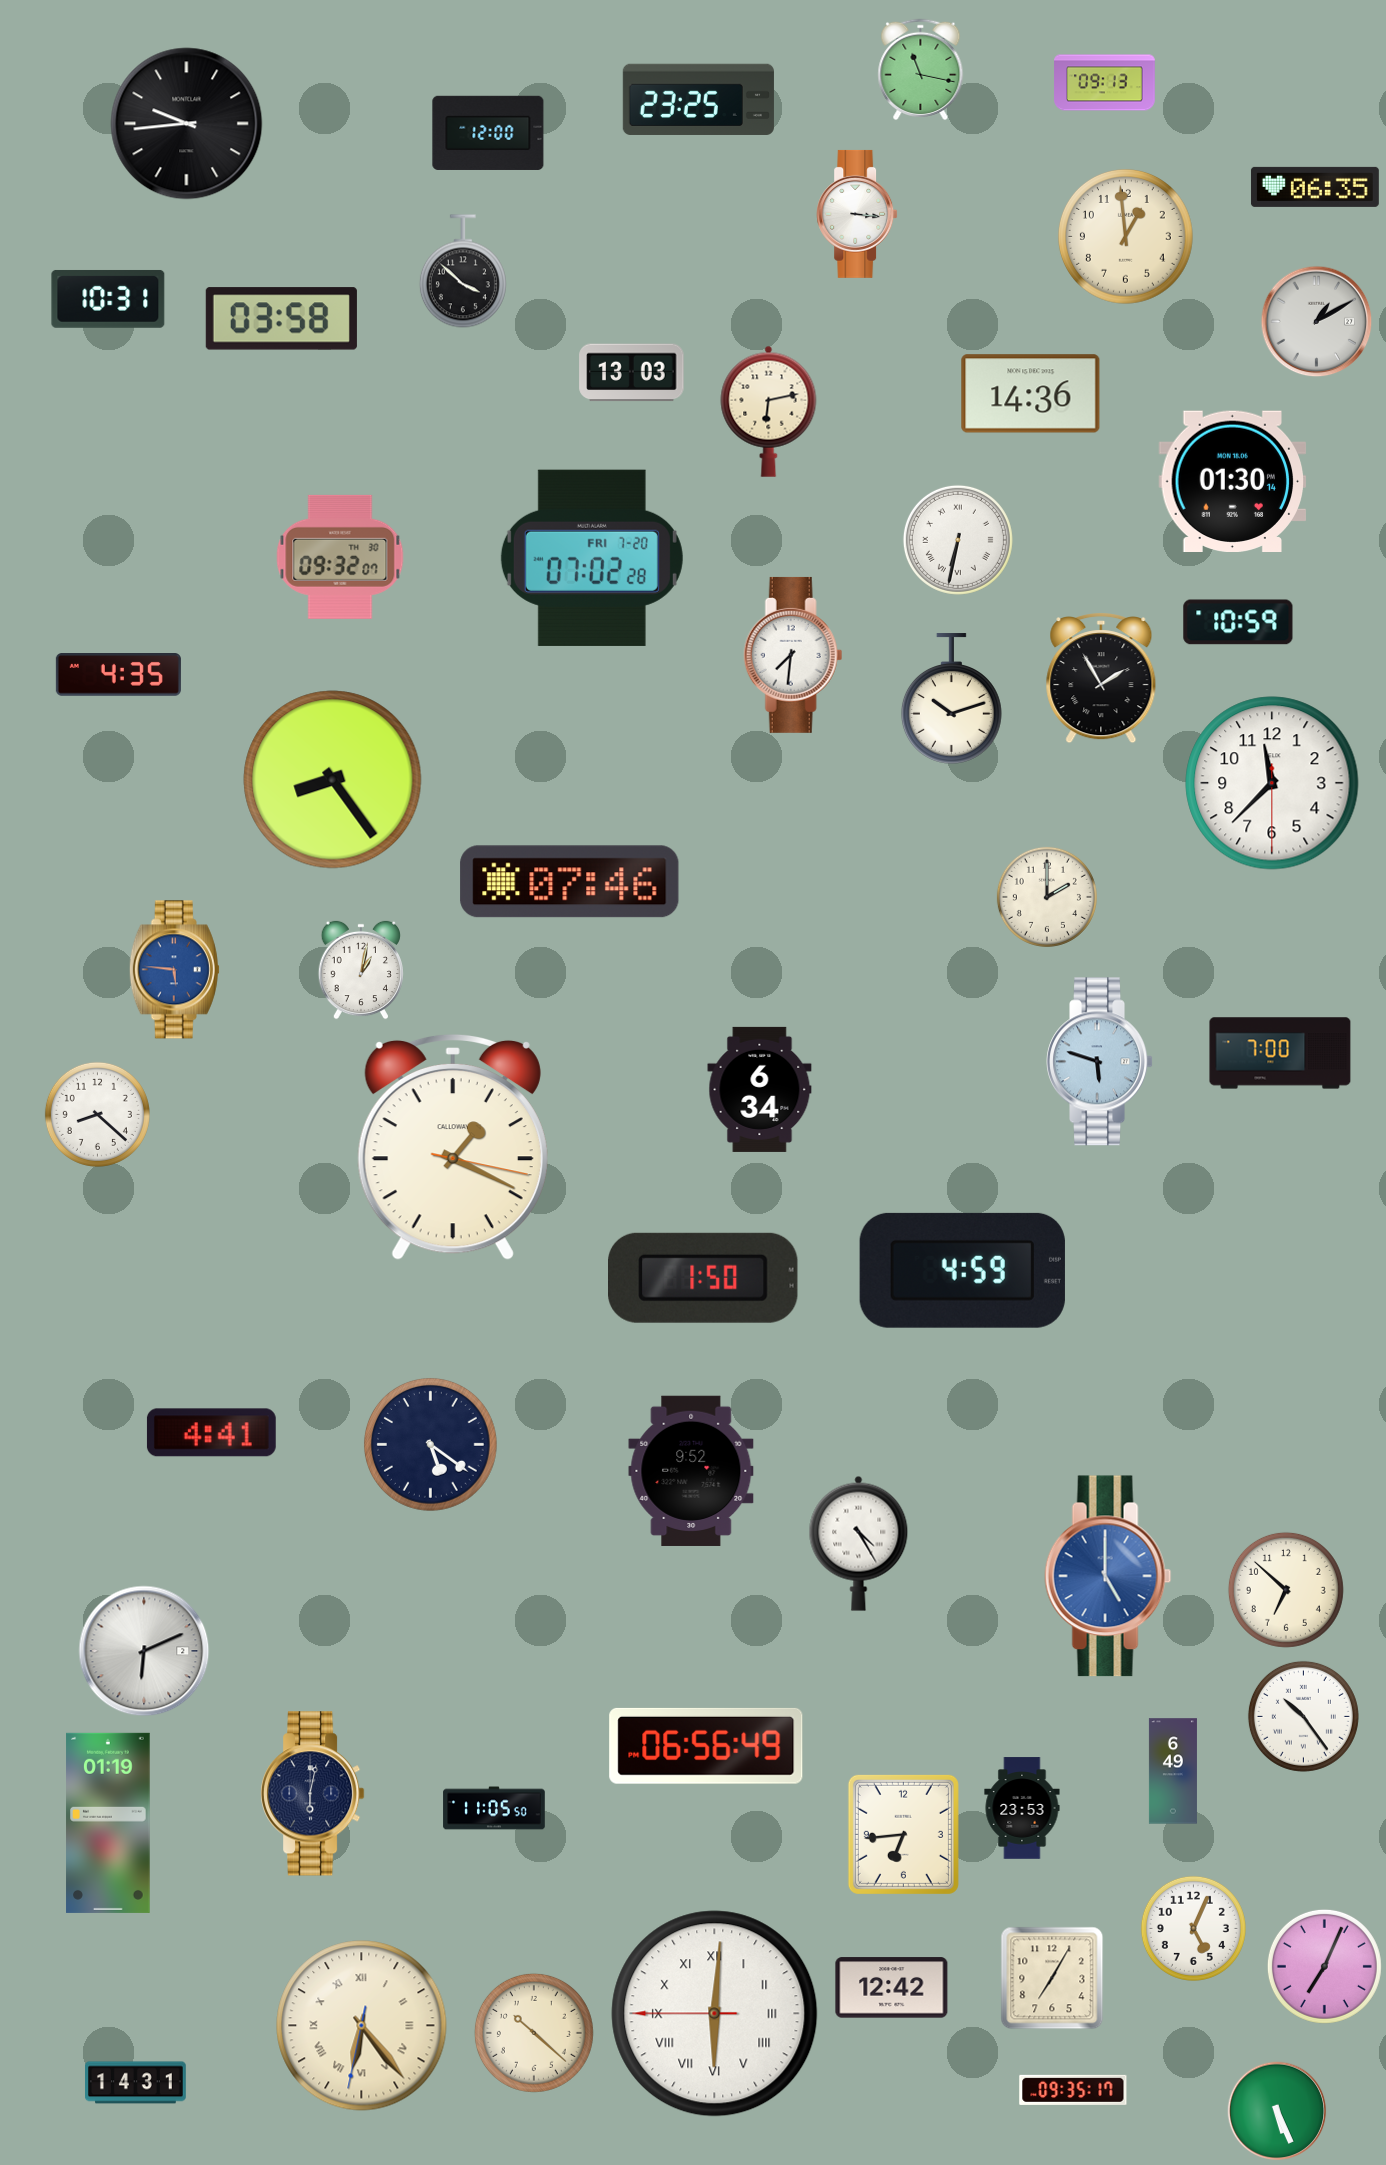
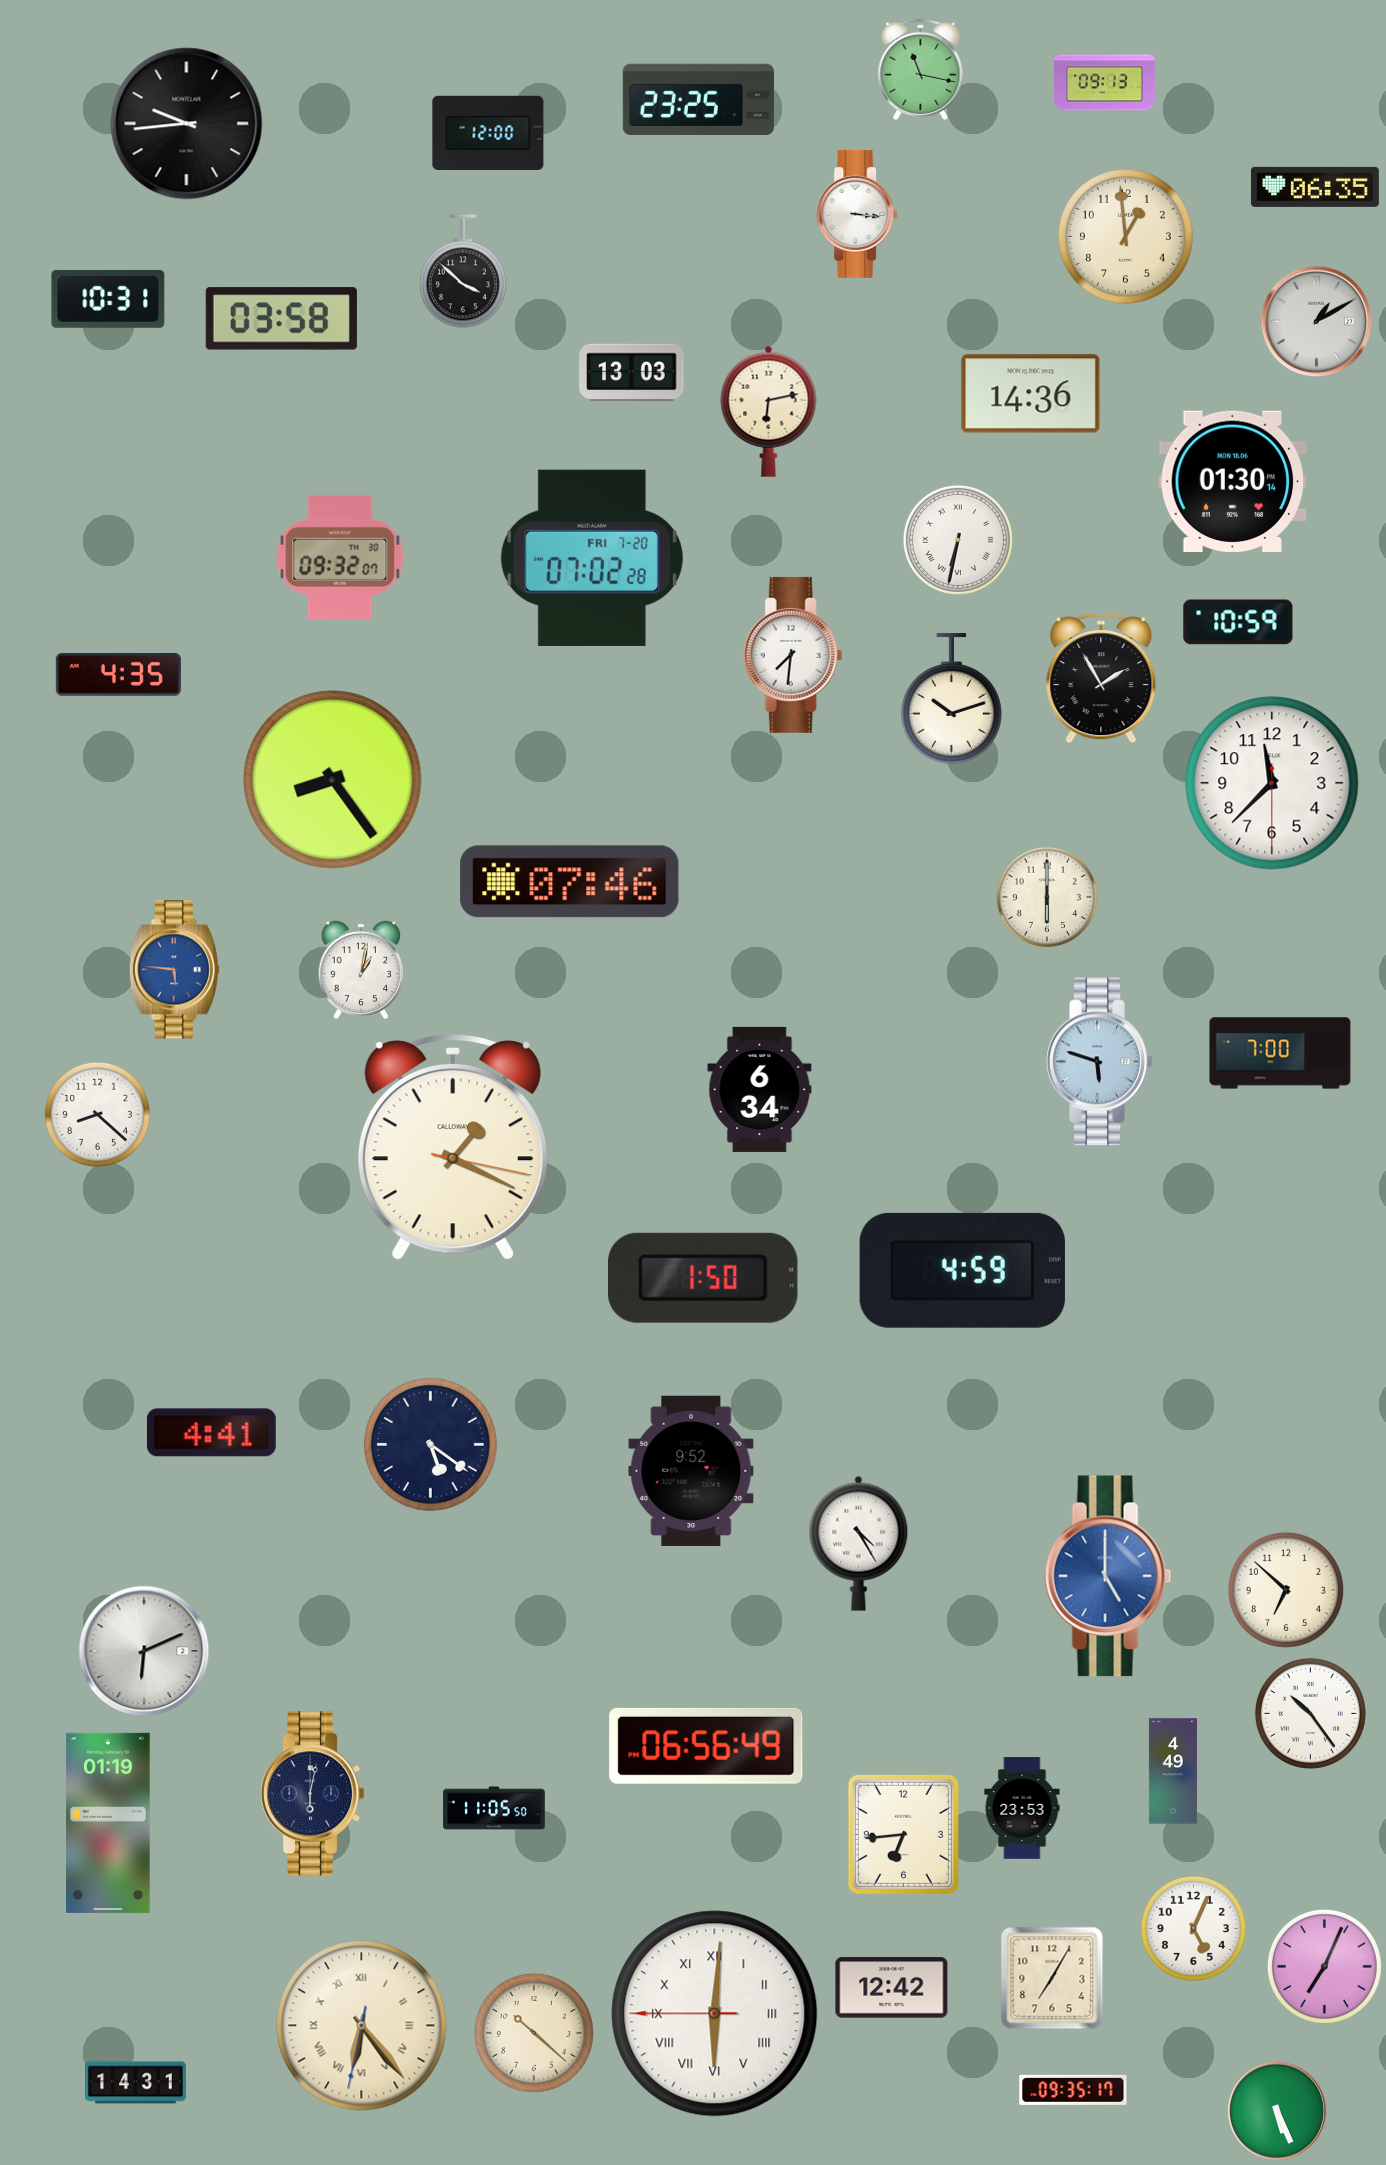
clock at (1047, 897): 2:00 -> 6:00
clock at (1303, 1716) position: (1303, 1716) -> (1310, 1713)
clock at (1173, 1771): 6:49 -> 4:49
